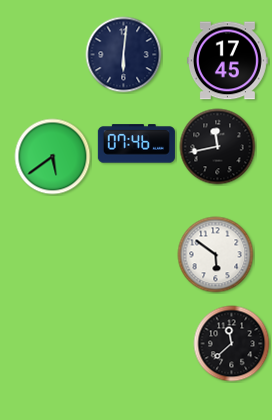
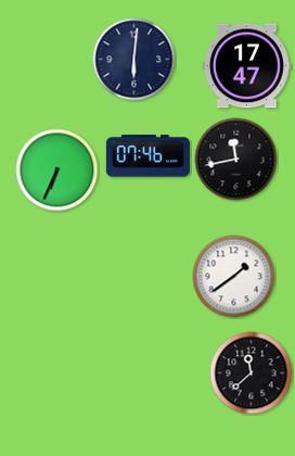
clock at (227, 61): 17:45 -> 17:47
clock at (53, 157): 5:39 -> 6:34
clock at (216, 255): 5:51 -> 1:39
